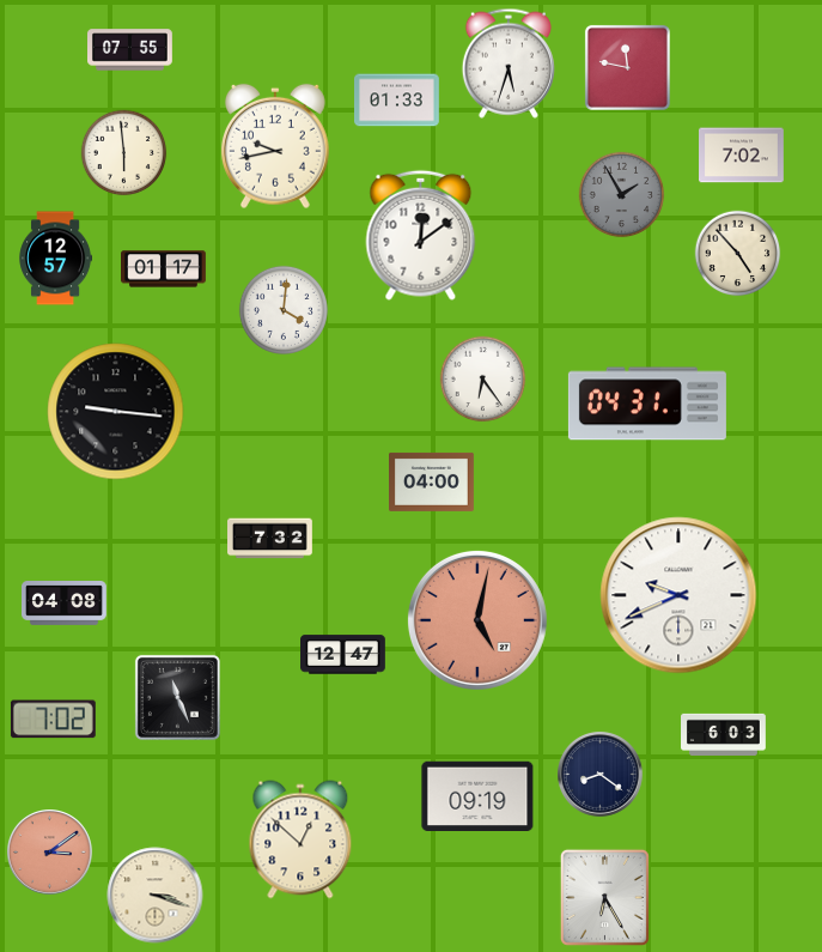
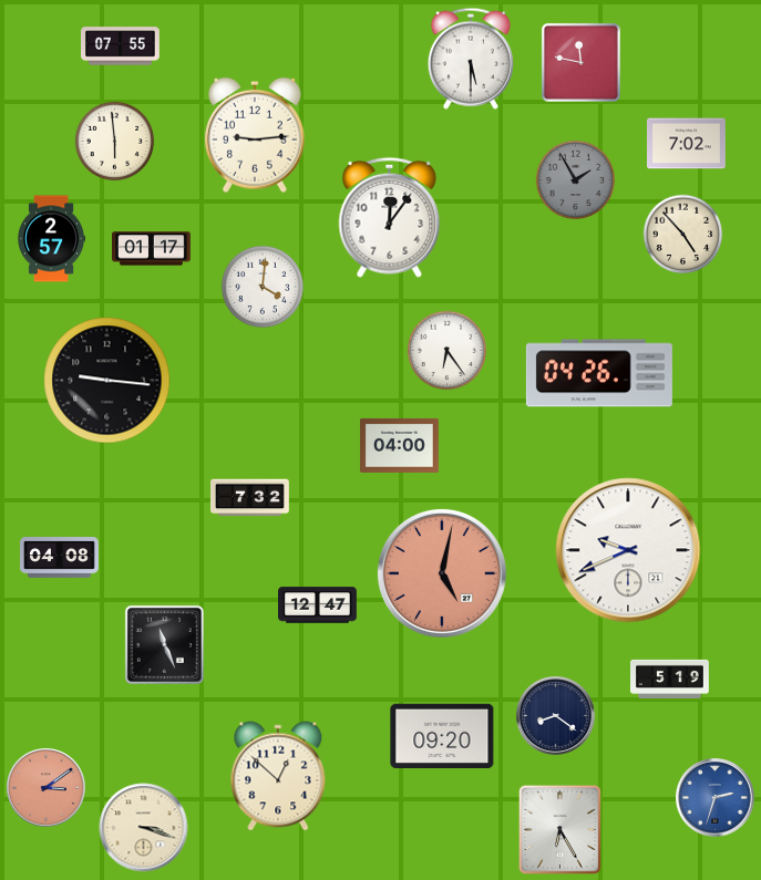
clock at (509, 63): 5:33 -> 5:30
clock at (397, 101): 01:33 -> none
clock at (275, 146): 9:43 -> 9:14
clock at (421, 235): 12:09 -> 12:06
clock at (55, 259): 12:57 -> 2:57
clock at (647, 404): 04:31 -> 04:26
clock at (53, 720): 7:02 -> none
clock at (724, 734): 6:03 -> 5:19
clock at (477, 796): 09:19 -> 09:20
clock at (716, 798): none -> 2:33
